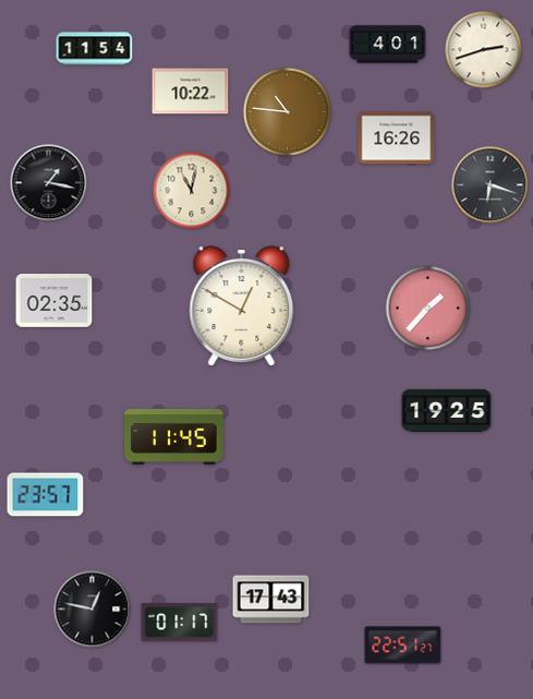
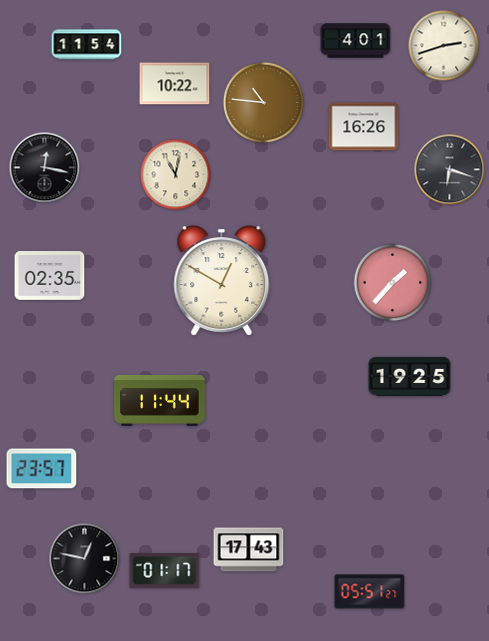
clock at (49, 183): 1:17 -> 12:17
clock at (174, 436): 11:45 -> 11:44
clock at (46, 495) position: (46, 495) -> (42, 469)
clock at (403, 646): 22:51 -> 05:51
